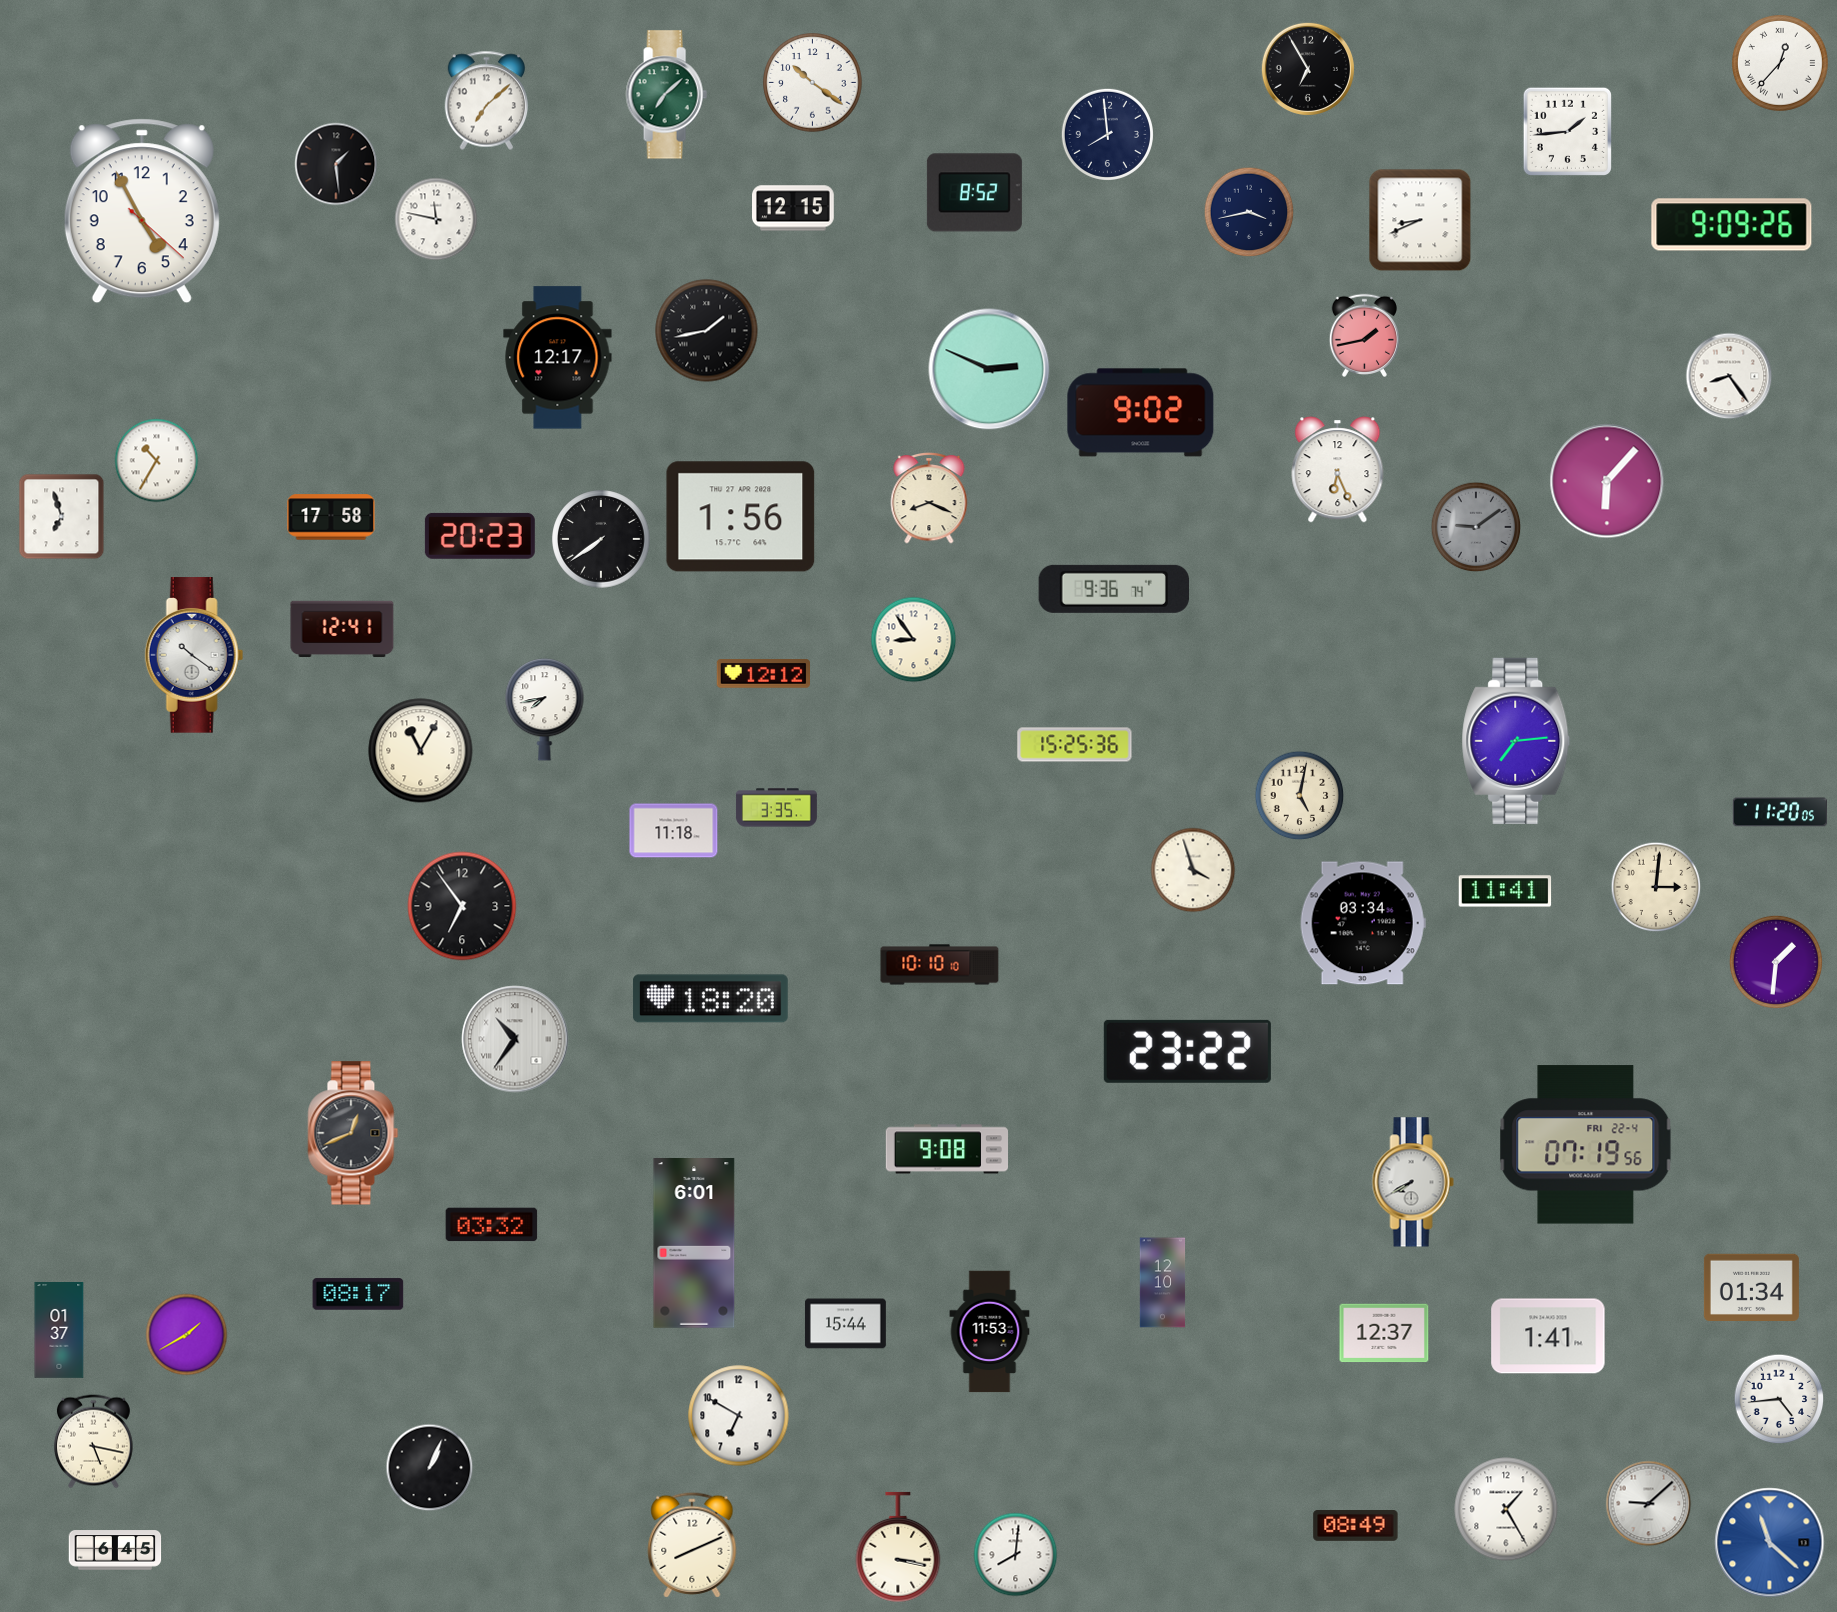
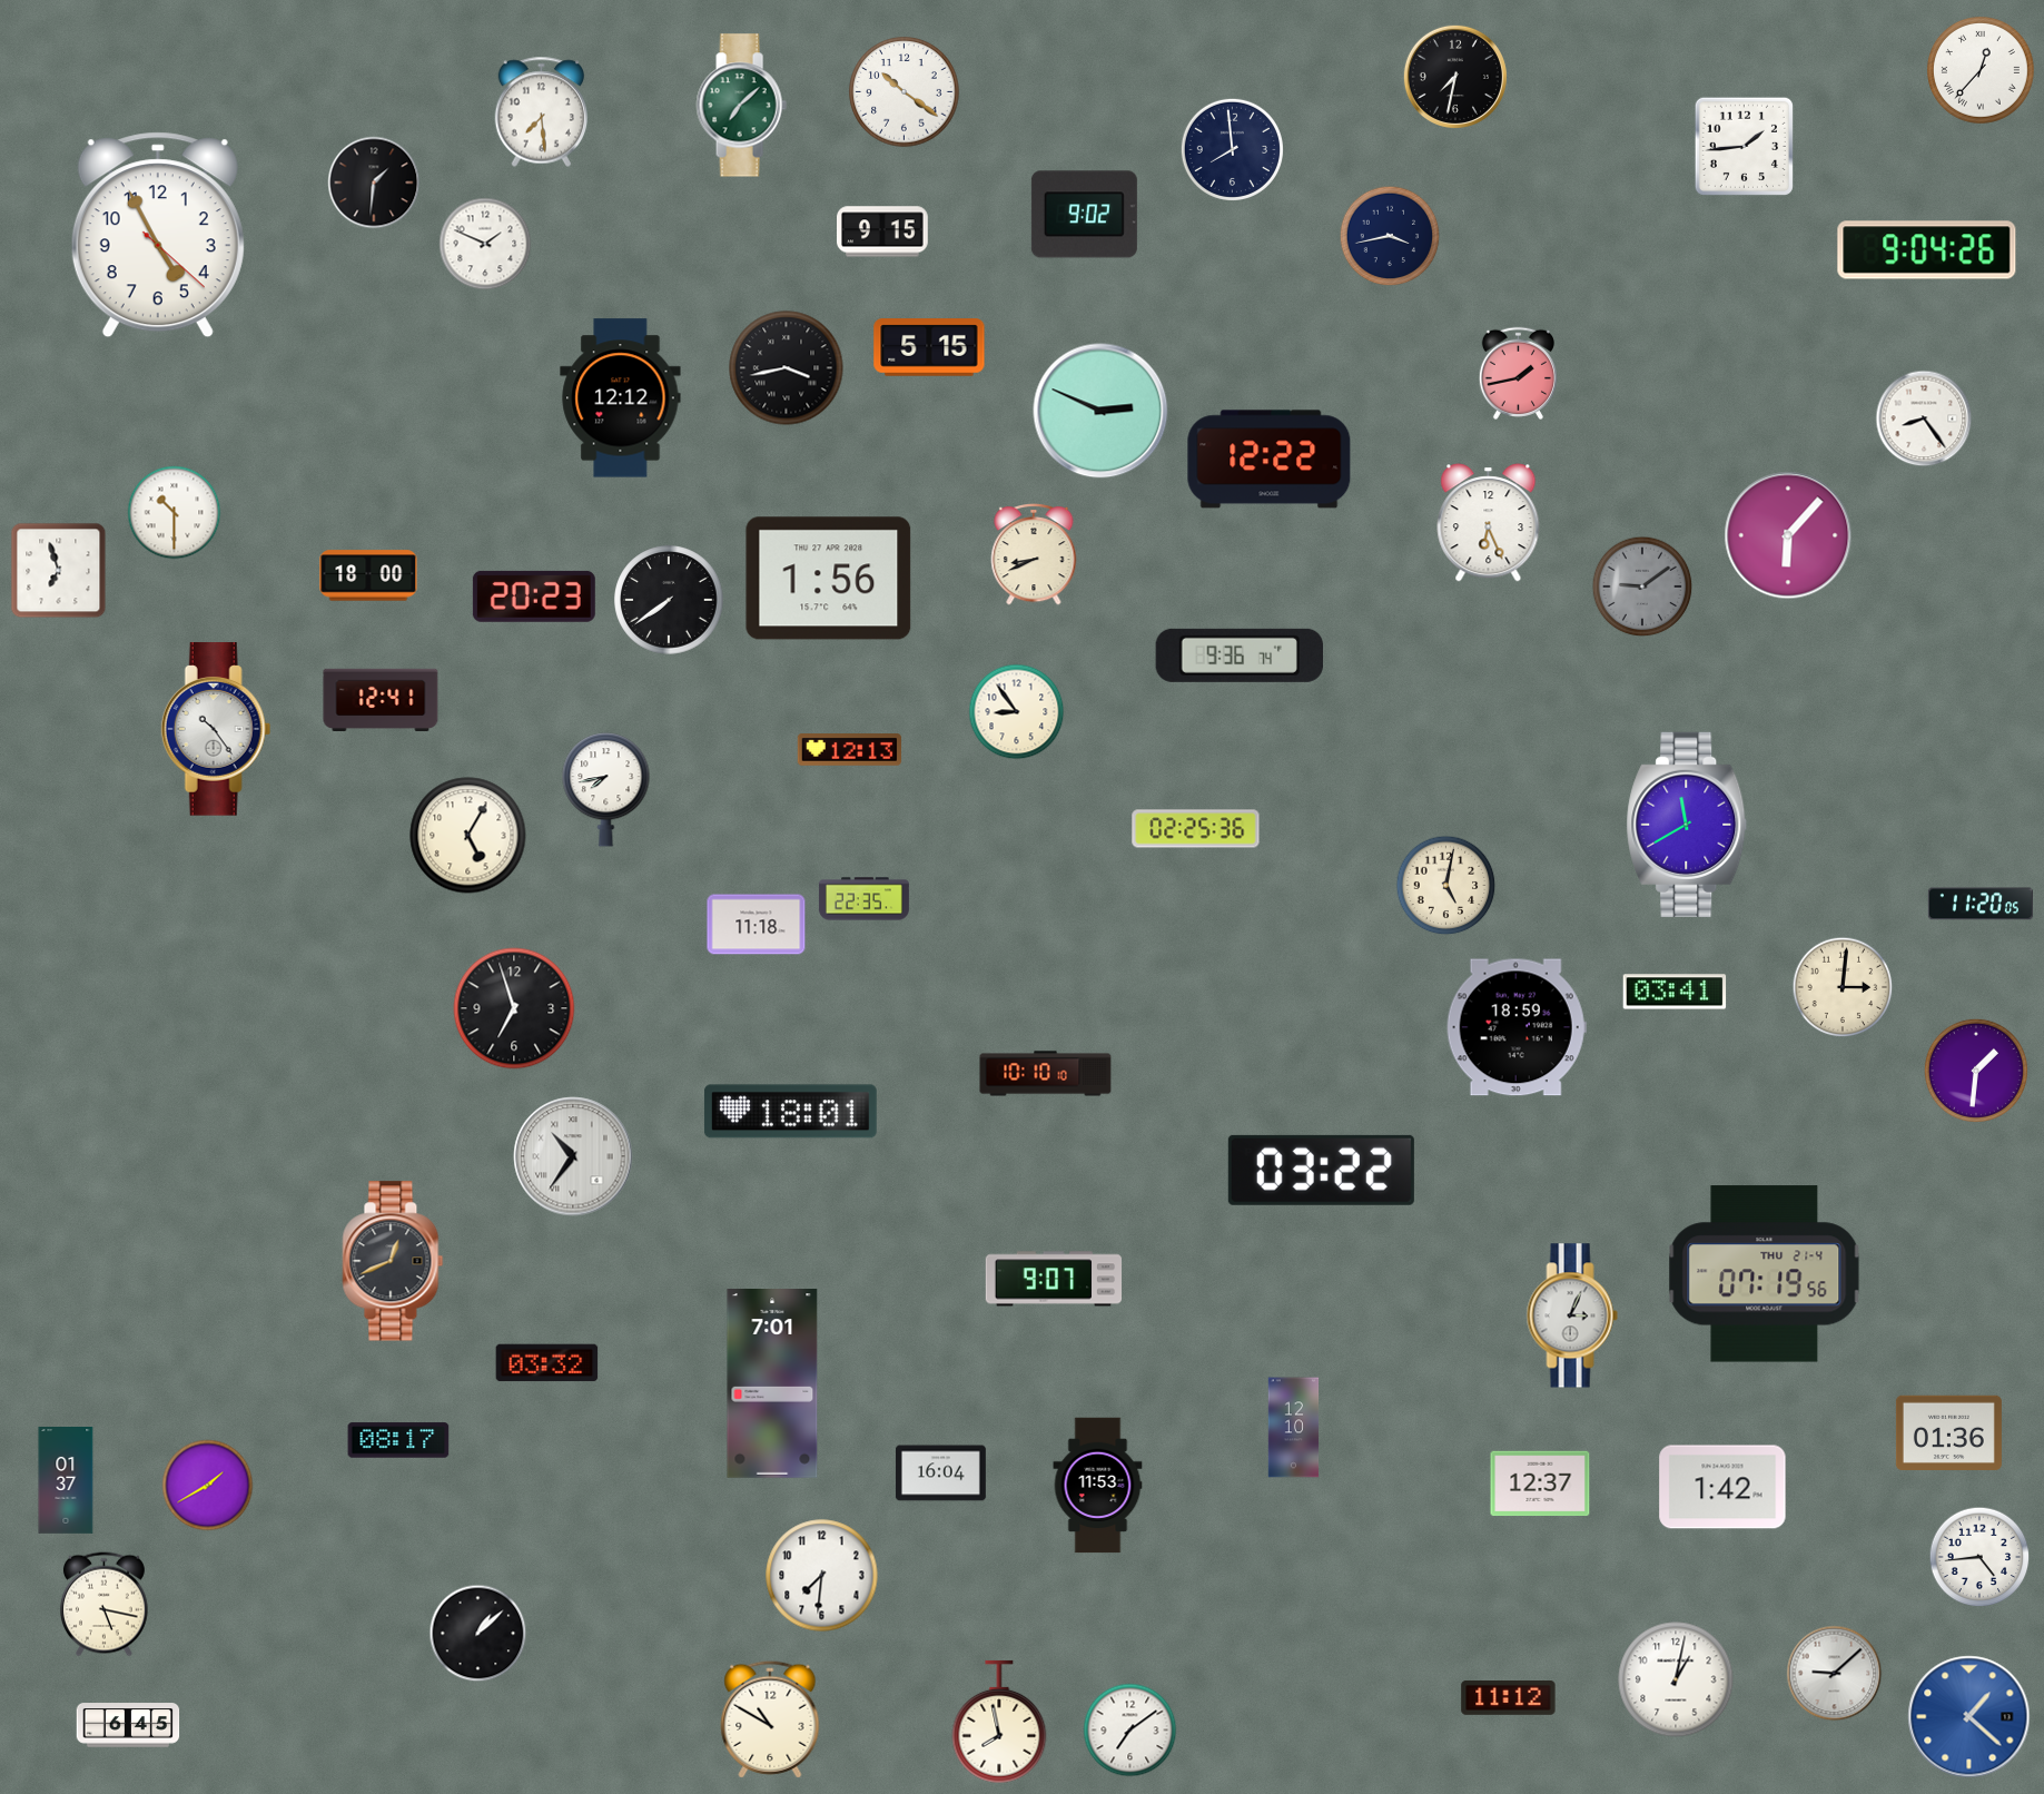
clock at (1308, 69): 6:55 -> 7:32
clock at (487, 101): 7:08 -> 7:29
clock at (336, 164): 1:29 -> 1:31
clock at (974, 193): 8:52 -> 9:02
clock at (794, 208): 12:15 -> 9:15
clock at (436, 219): 11:47 -> 1:49
clock at (1420, 220): 8:41 -> none
clock at (1732, 225): 9:09 -> 9:04
clock at (929, 347): none -> 5:15
clock at (707, 331): 1:43 -> 3:43
clock at (558, 358): 12:17 -> 12:12
clock at (1141, 413): 9:02 -> 12:22
clock at (157, 461): 10:35 -> 10:30
clock at (929, 499): 8:19 -> 8:41
clock at (62, 517) position: (62, 517) -> (59, 571)
clock at (331, 517): 17:58 -> 18:00
clock at (741, 517) position: (741, 517) -> (829, 579)
clock at (194, 655): 10:21 -> 10:24
clock at (763, 674): 12:12 -> 12:13
clock at (1516, 741): 7:14 -> 11:40
clock at (1075, 745): 15:25 -> 02:25
clock at (421, 751): 11:05 -> 5:05
clock at (776, 808): 3:35 -> 22:35
clock at (674, 831) position: (674, 831) -> (757, 925)
clock at (1193, 870): 3:57 -> none
clock at (1505, 891): 11:41 -> 03:41
clock at (462, 906): 6:54 -> 6:57
clock at (1363, 923): 03:34 -> 18:59
clock at (710, 999): 18:20 -> 18:01
clock at (1187, 1051): 23:22 -> 03:22
clock at (1586, 1145) date: FRI 22-4 -> THU 21-4
clock at (947, 1149): 9:08 -> 9:07
clock at (1413, 1182): 7:40 -> 3:04
clock at (694, 1244): 6:01 -> 7:01
clock at (1751, 1287): 01:34 -> 01:36
clock at (845, 1324): 15:44 -> 16:04
clock at (990, 1332) position: (990, 1332) -> (1098, 1486)
clock at (1548, 1336): 1:41 -> 1:42
clock at (739, 1416): 6:50 -> 7:31
clock at (430, 1468): 1:04 -> 1:08
clock at (1506, 1509): 1:25 -> 1:02
clock at (1356, 1526): 08:49 -> 11:12
clock at (1770, 1543): 11:22 -> 1:22
clock at (692, 1545): 8:11 -> 10:50
clock at (898, 1547): 3:17 -> 7:58
clock at (1016, 1555): 8:01 -> 7:09
